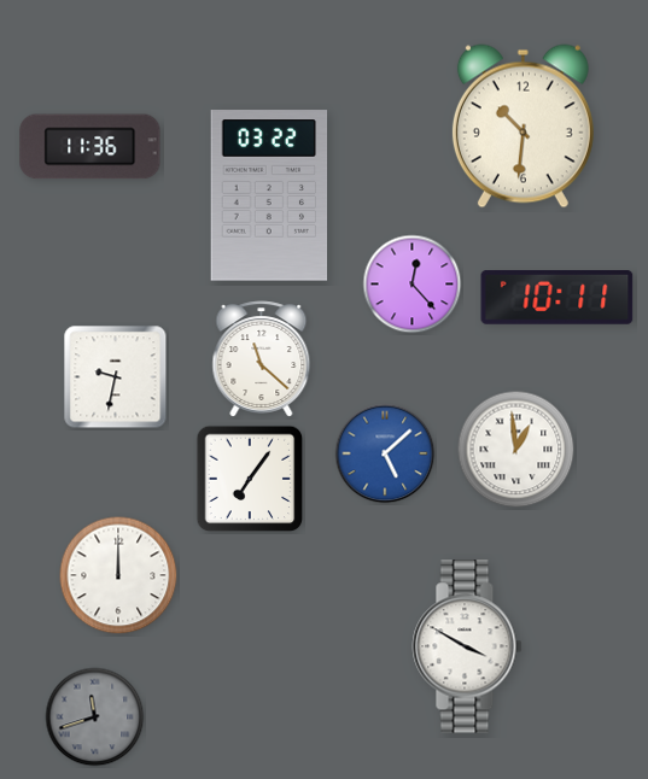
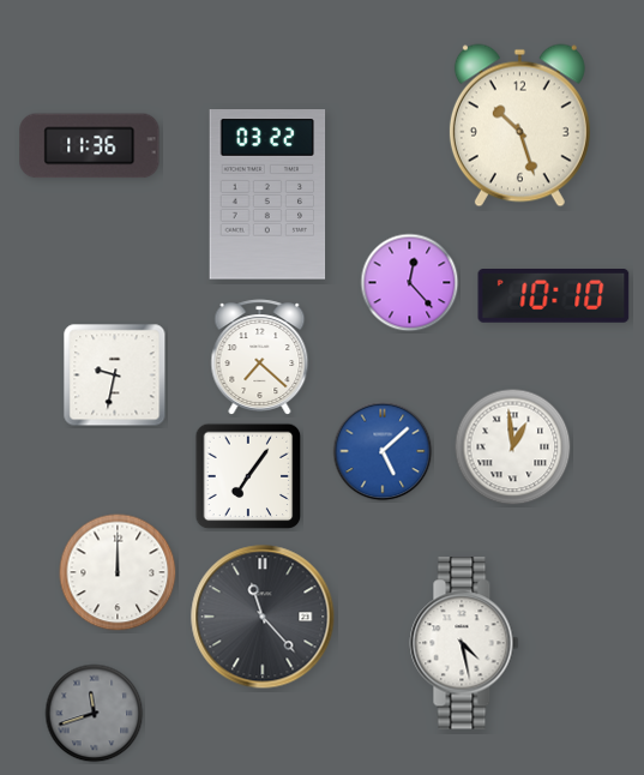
clock at (523, 127): 10:31 -> 10:27
clock at (557, 298): 10:11 -> 10:10
clock at (262, 359): 11:22 -> 7:22
clock at (263, 617): none -> 11:23
clock at (467, 646): 3:50 -> 4:28
